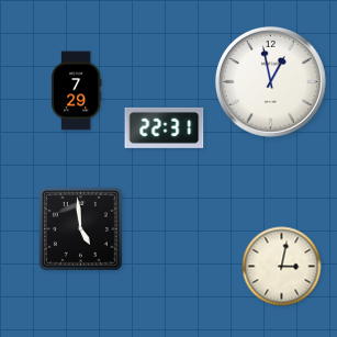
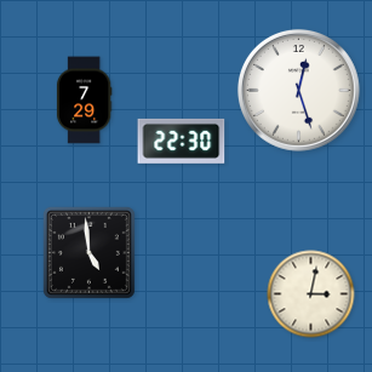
clock at (271, 82): 12:58 -> 12:27
clock at (165, 127): 22:31 -> 22:30
